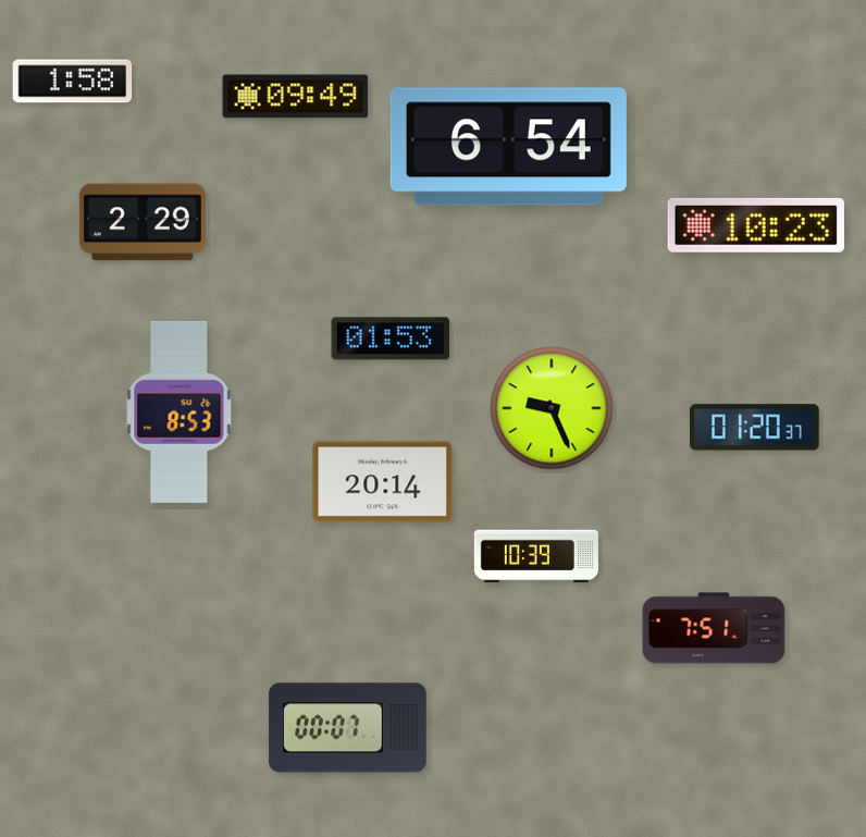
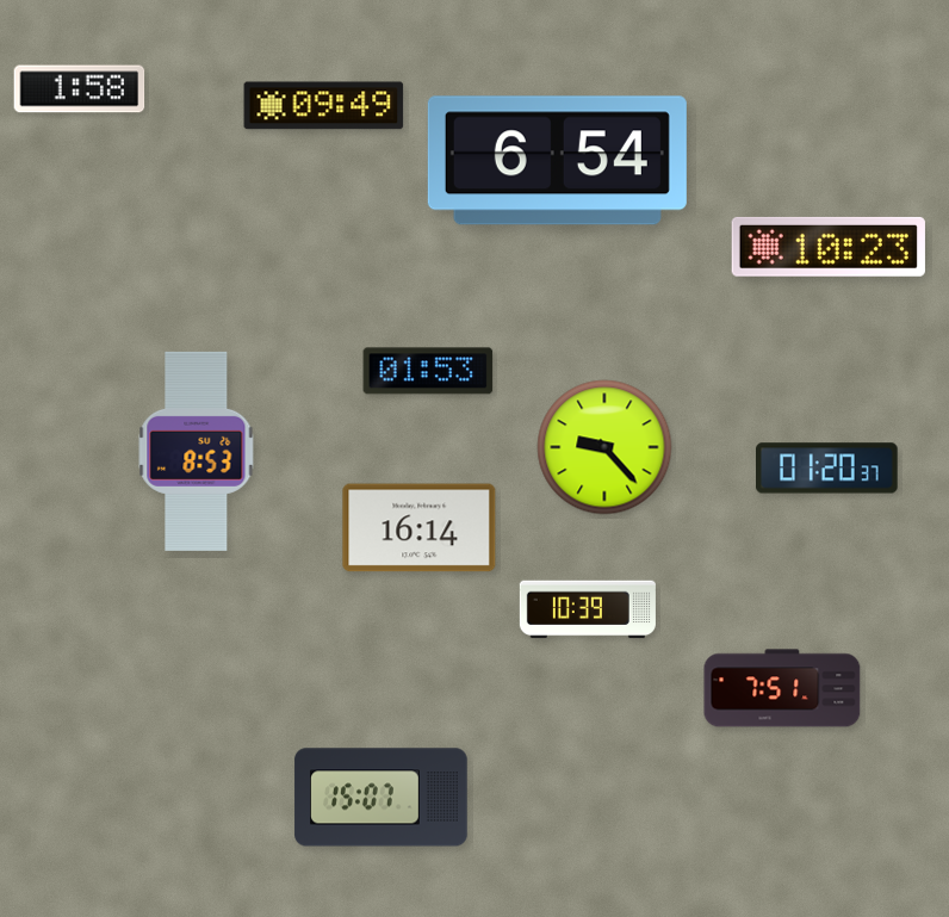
clock at (143, 222): 2:29 -> none
clock at (552, 408): 9:26 -> 9:23
clock at (383, 482): 20:14 -> 16:14
clock at (348, 728): 00:07 -> 15:07
